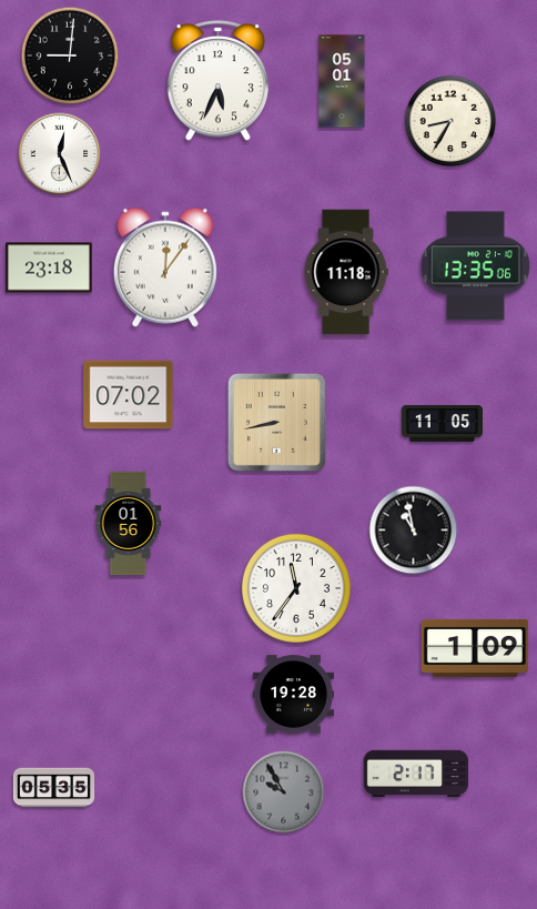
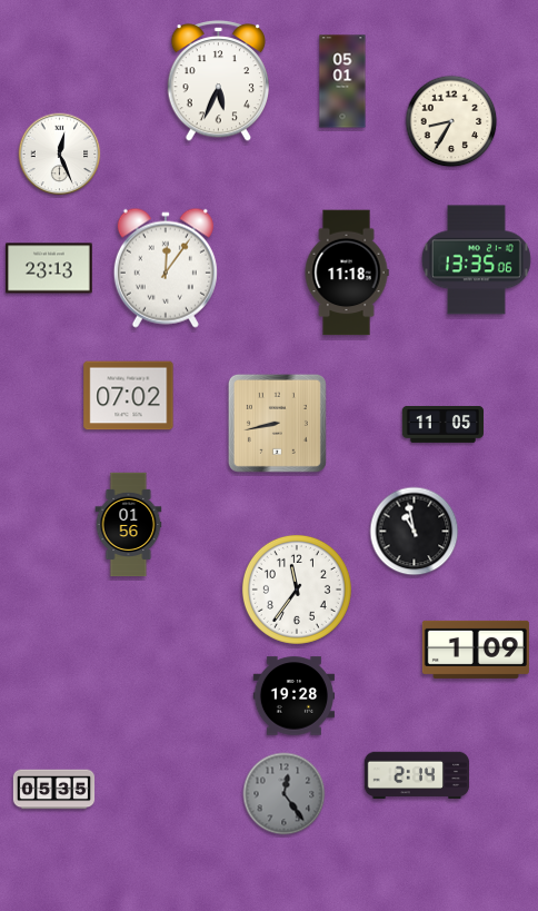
clock at (70, 55): 9:01 -> none
clock at (475, 266) position: (475, 266) -> (476, 260)
clock at (49, 267): 23:18 -> 23:13
clock at (416, 774): 2:17 -> 2:14
clock at (284, 792): 9:55 -> 12:24
